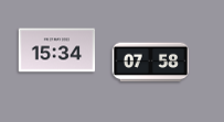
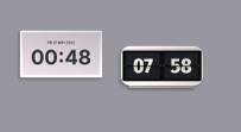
clock at (57, 51): 15:34 -> 00:48
